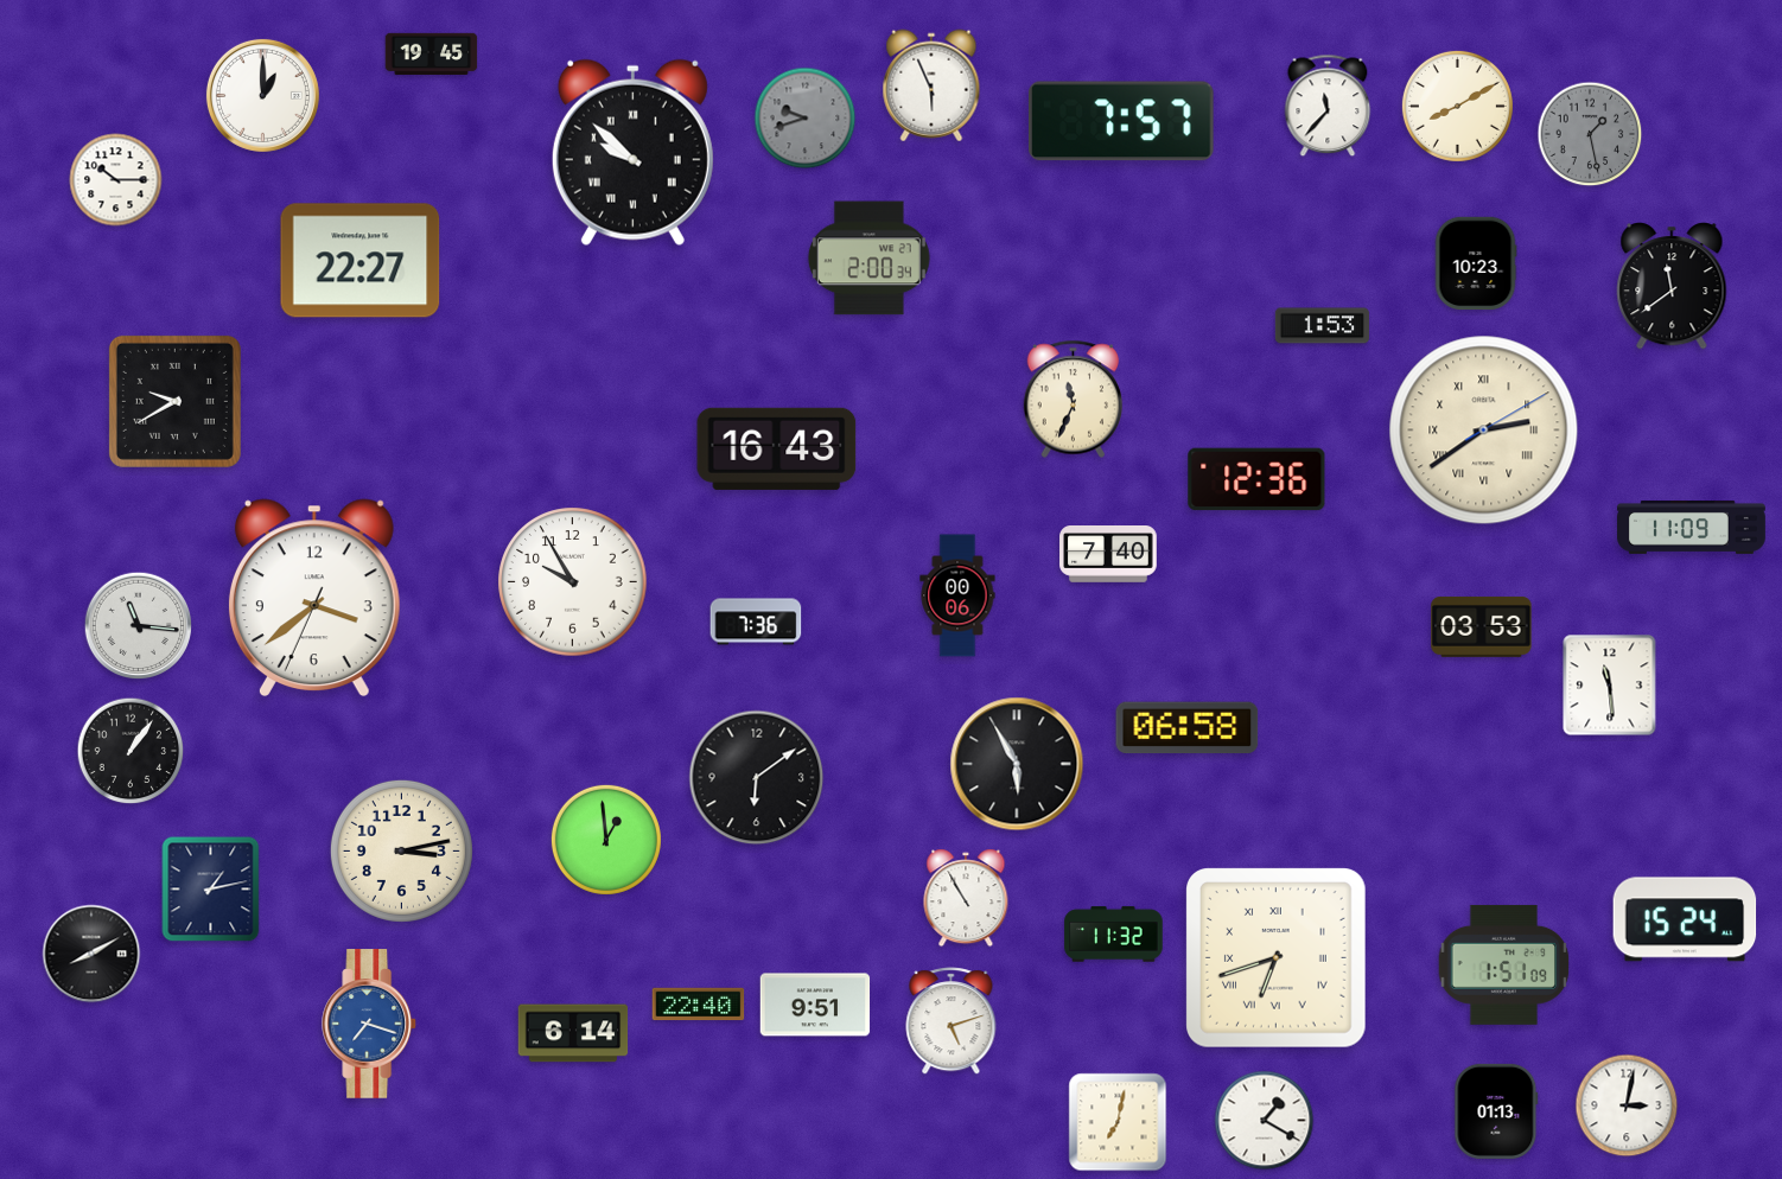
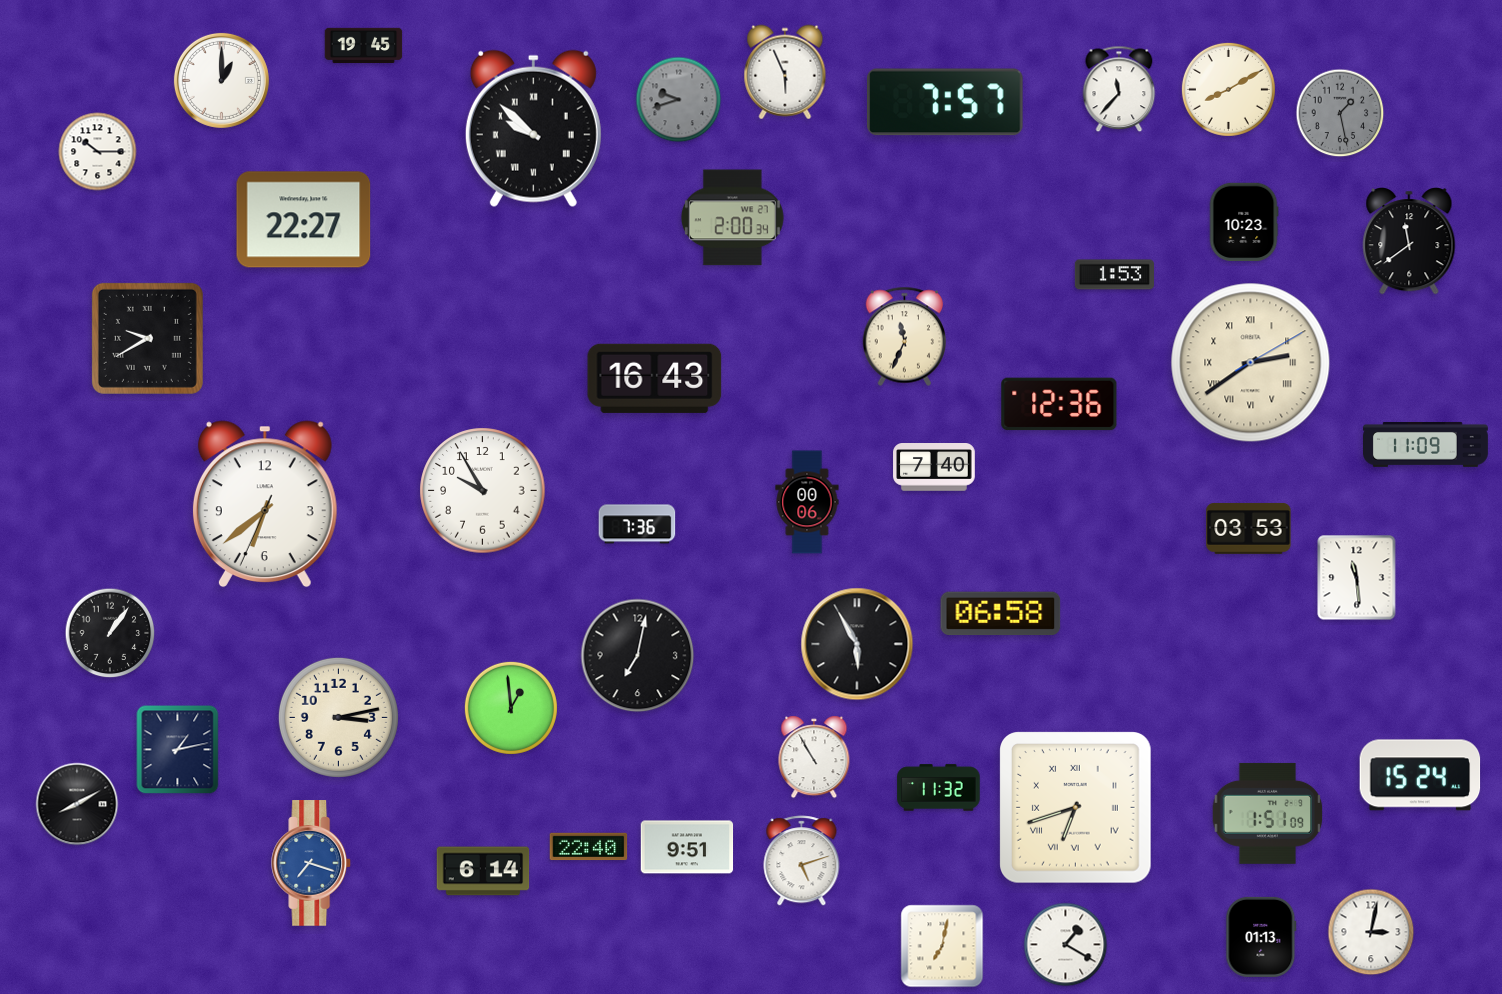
clock at (314, 598): 3:38 -> 6:38
clock at (139, 626): 11:16 -> none
clock at (757, 778): 6:09 -> 7:02
